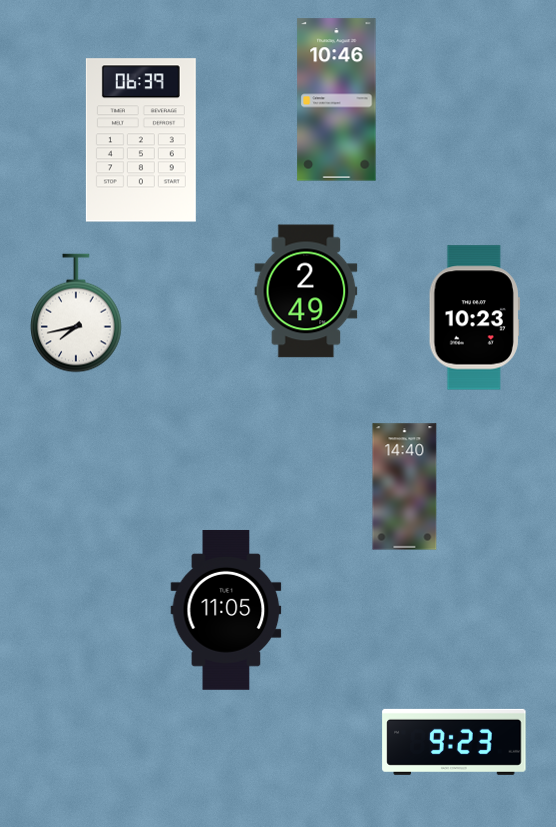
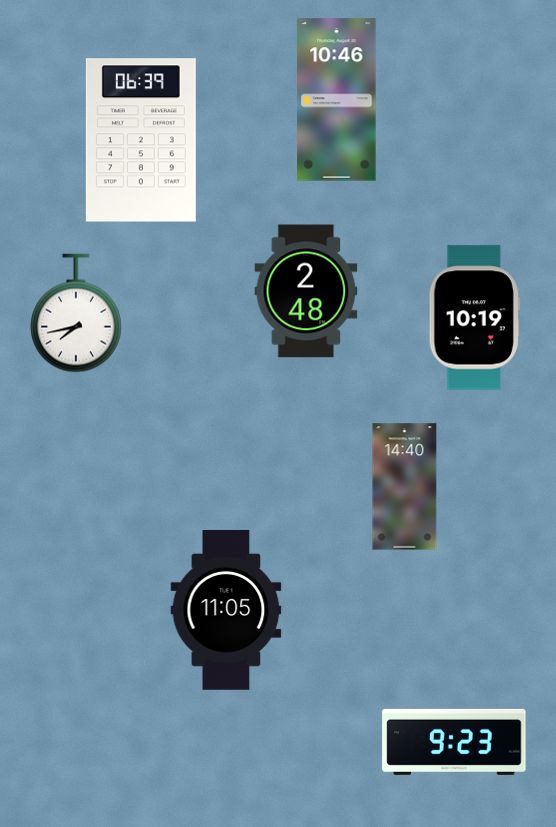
clock at (306, 291): 2:49 -> 2:48
clock at (474, 318): 10:23 -> 10:19
